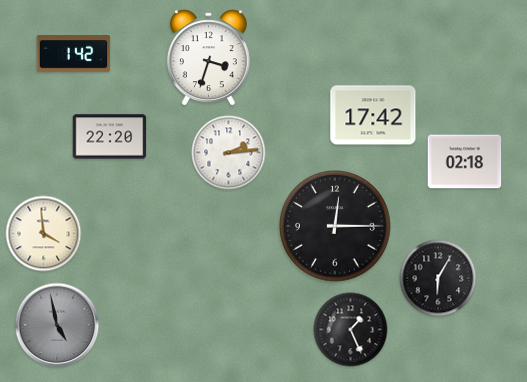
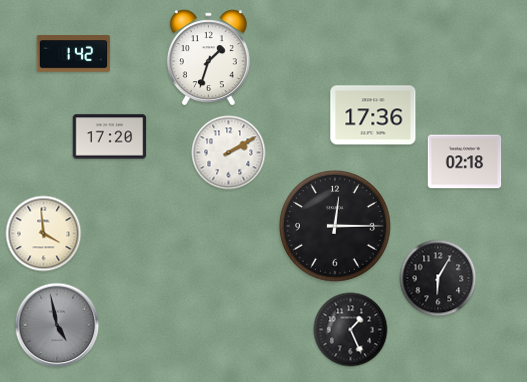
clock at (208, 58): 3:33 -> 1:33
clock at (373, 115): 17:42 -> 17:36
clock at (110, 137): 22:20 -> 17:20
clock at (229, 153): 2:14 -> 2:10
